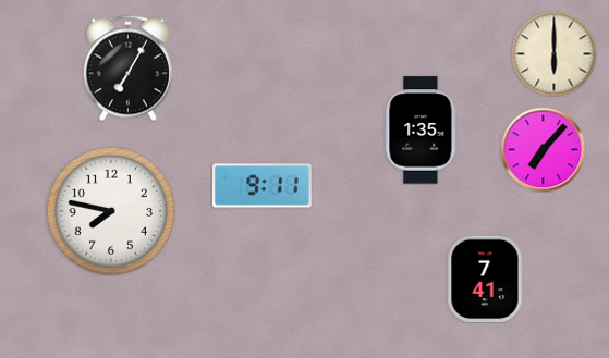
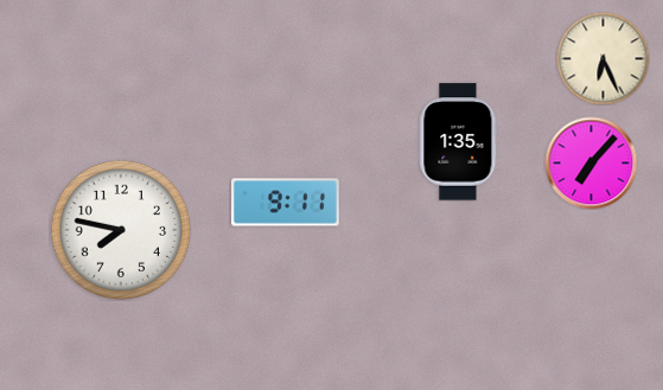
clock at (553, 53): 6:00 -> 6:26
clock at (127, 67): 7:05 -> none
clock at (486, 279): 7:41 -> none
